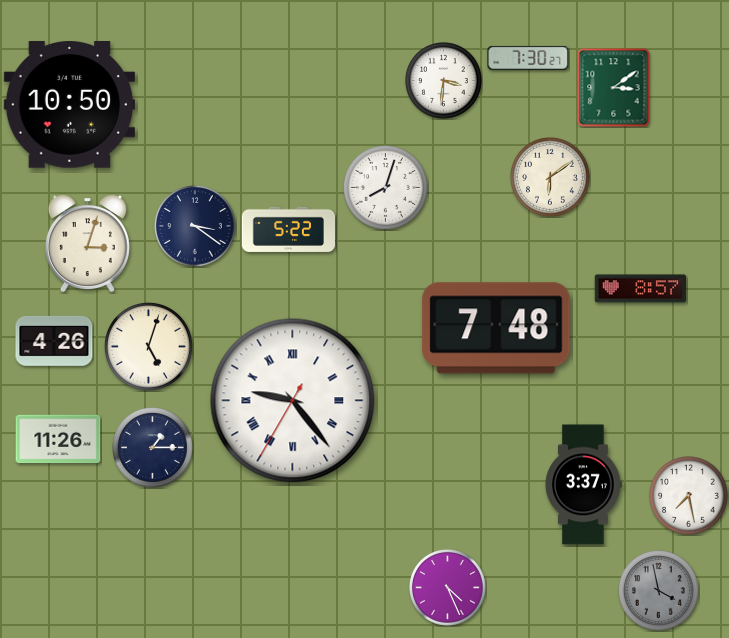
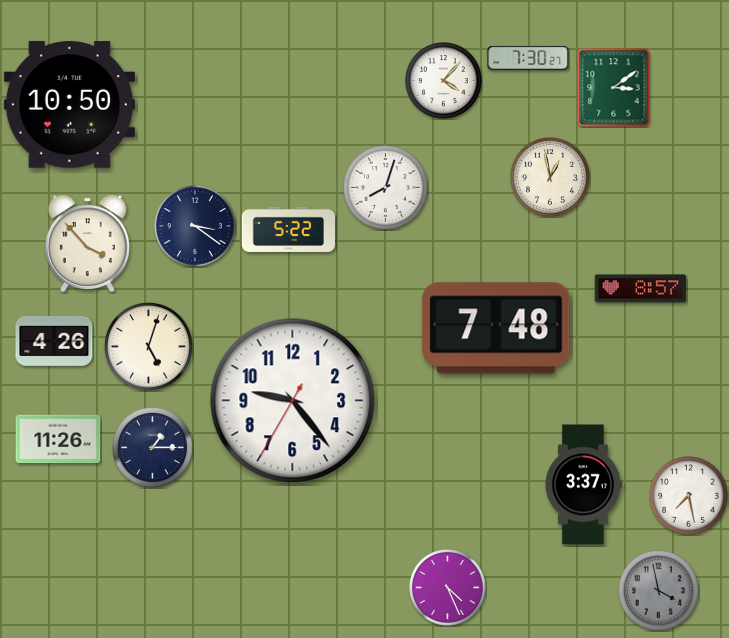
clock at (444, 81): 3:31 -> 4:07
clock at (551, 178): 6:09 -> 12:58
clock at (87, 244): 3:03 -> 3:53
clock at (293, 401) numerals: Roman -> Arabic
